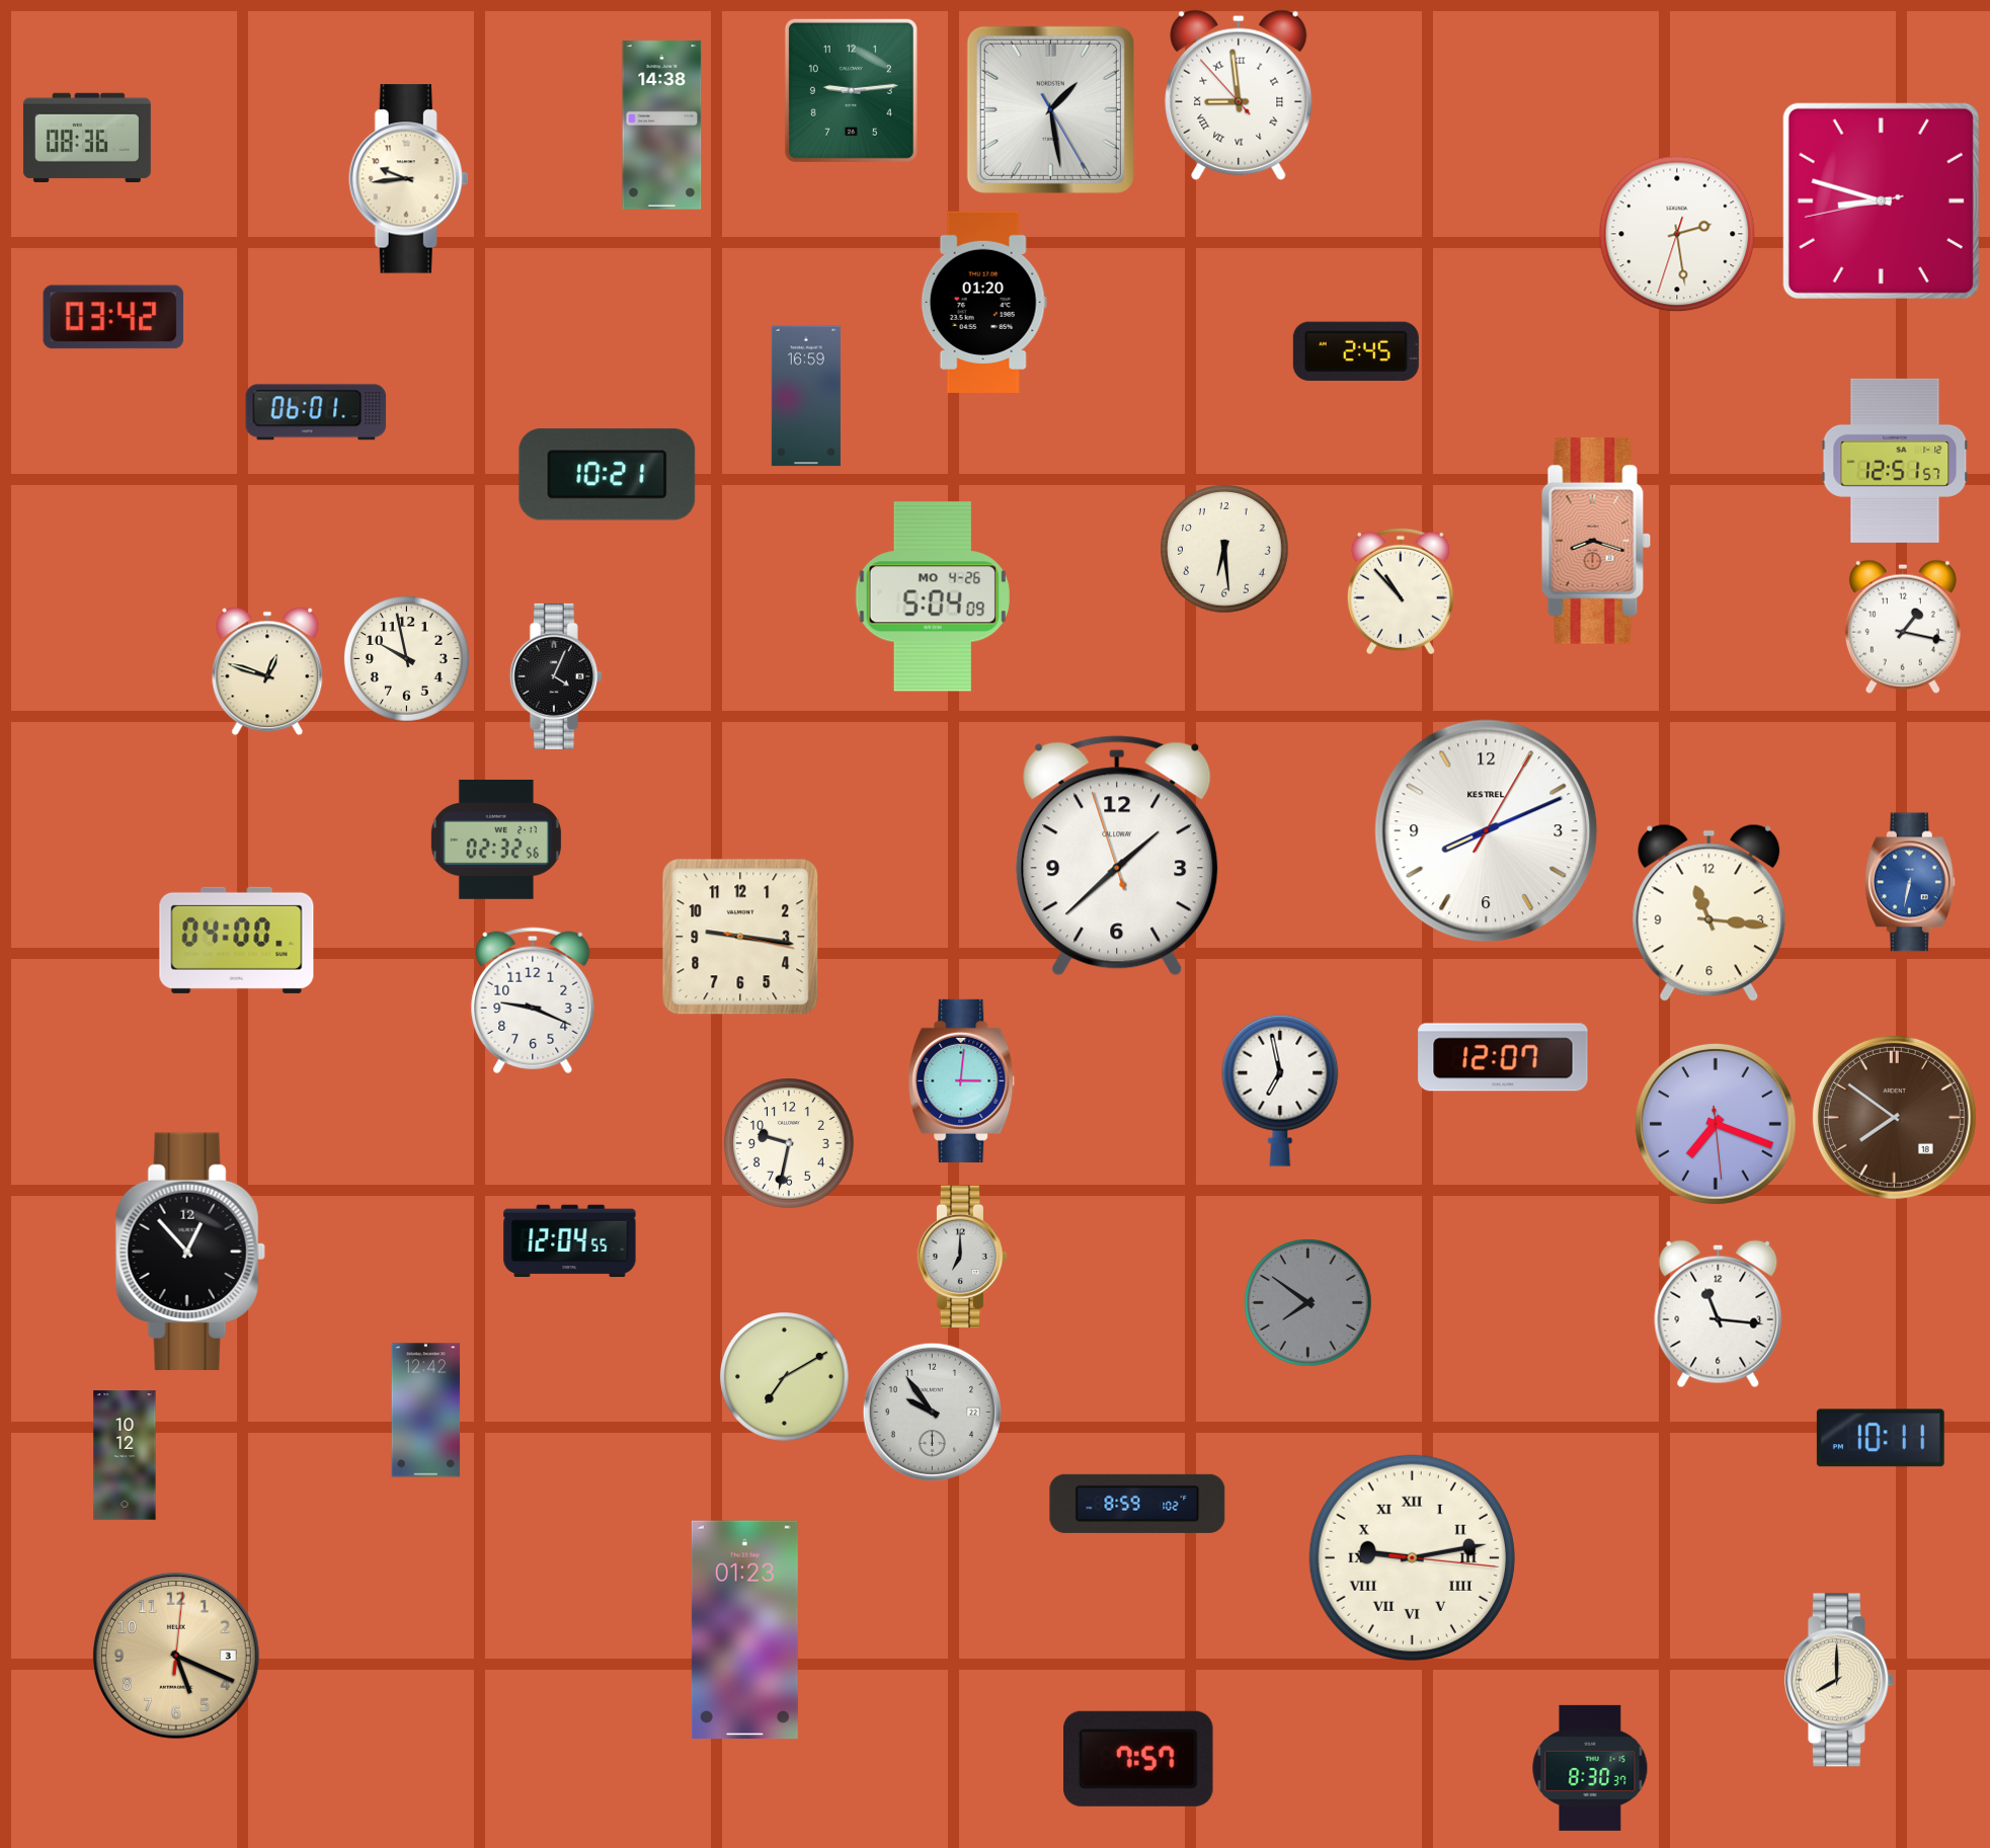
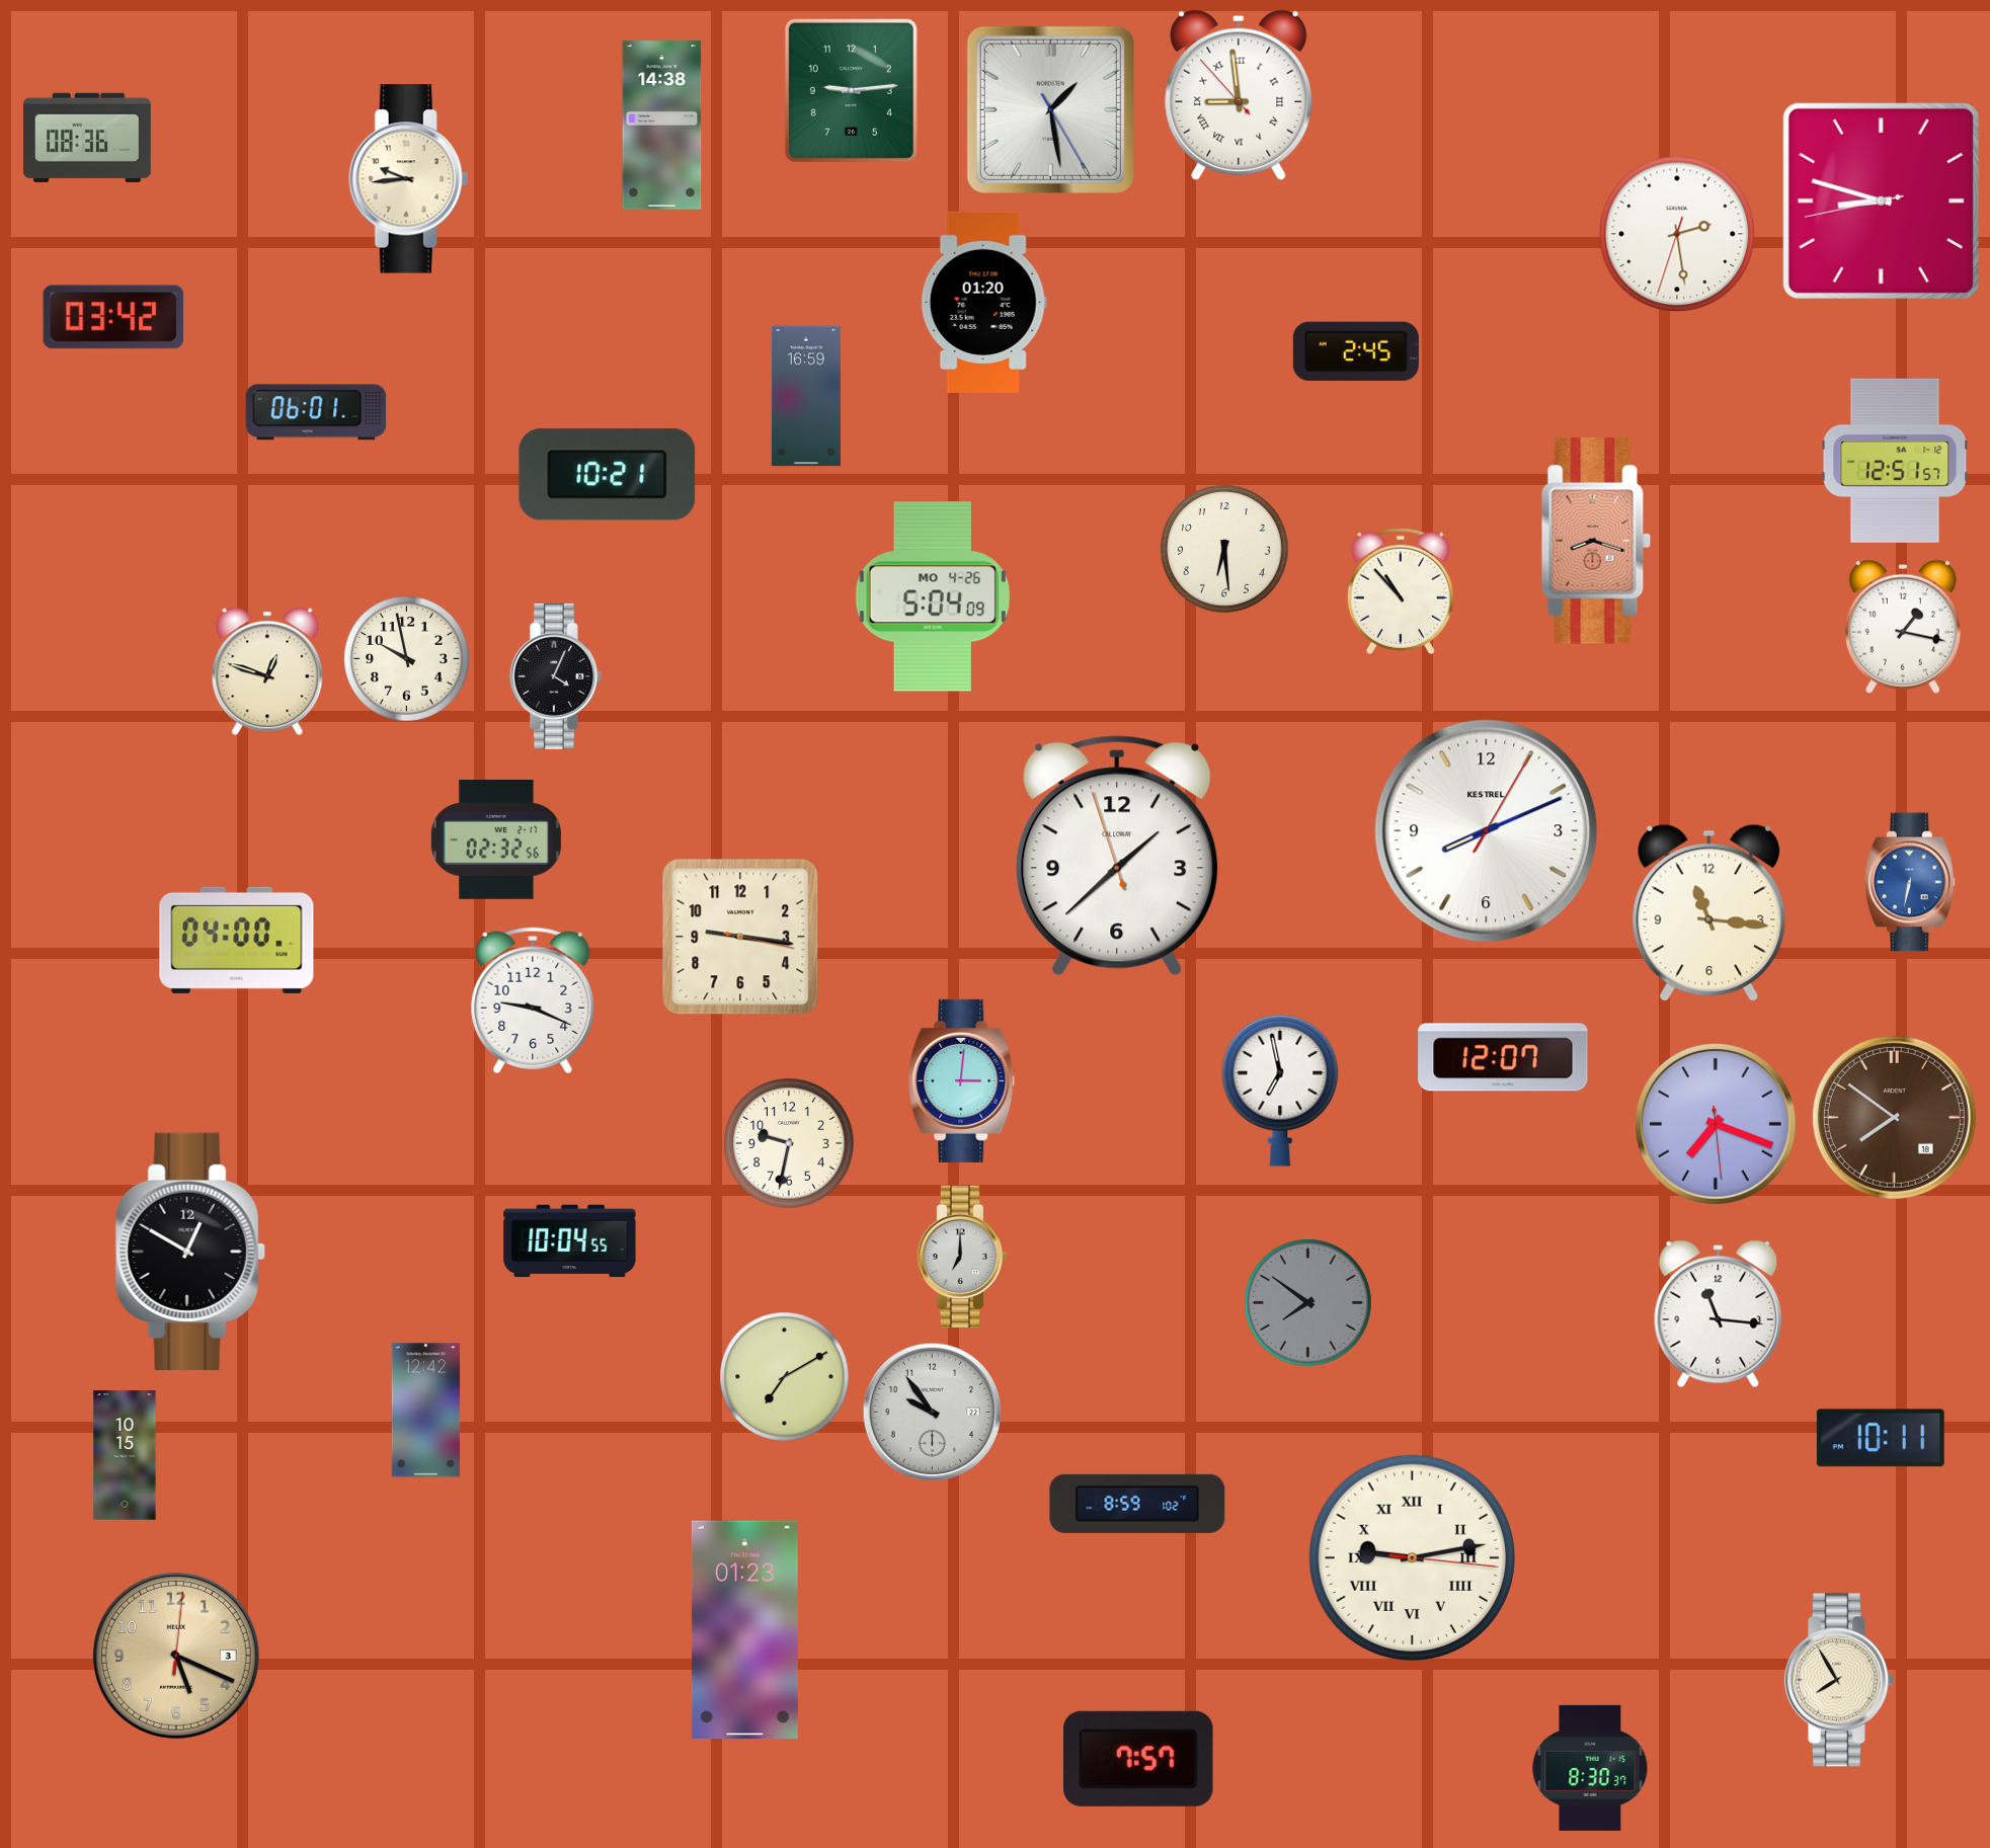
clock at (570, 1241): 12:04 -> 10:04
clock at (190, 1251): 12:53 -> 12:50
clock at (125, 1455): 10:12 -> 10:15
clock at (1839, 1680): 8:00 -> 7:55
